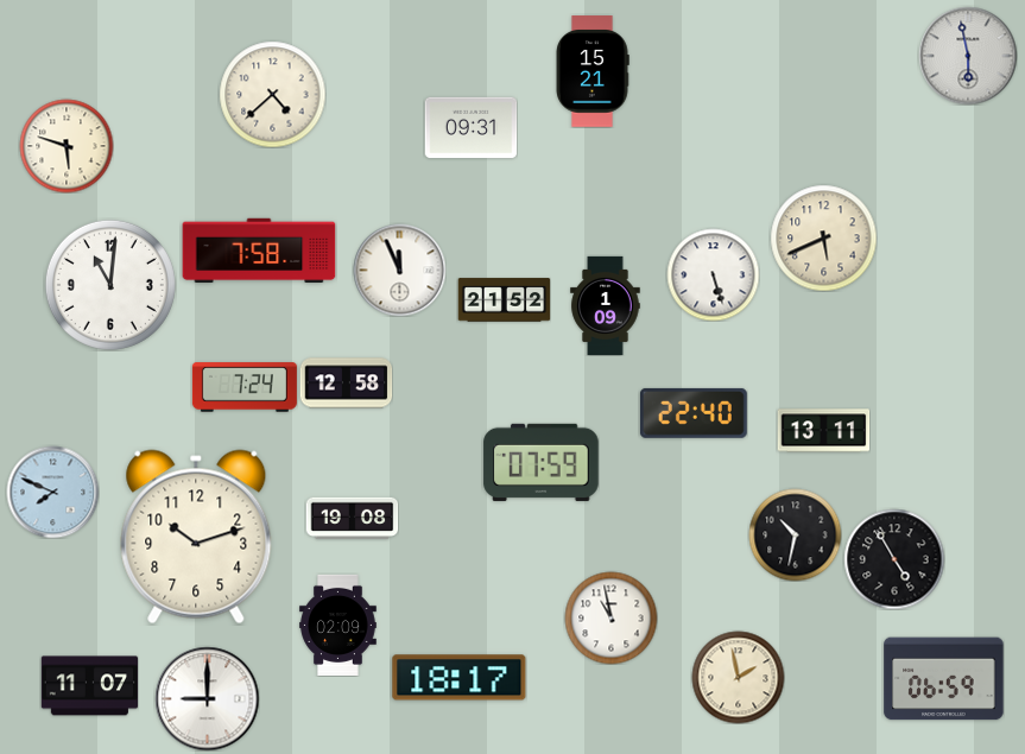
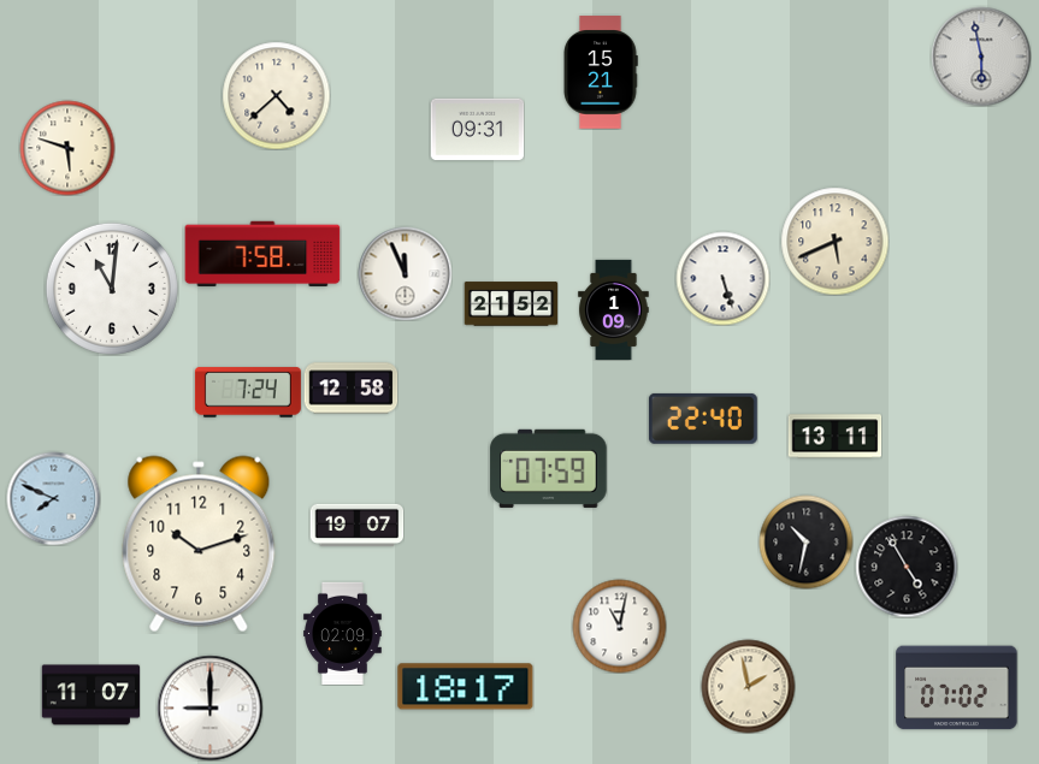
clock at (352, 518): 19:08 -> 19:07
clock at (610, 617): 10:58 -> 11:02
clock at (944, 679): 06:59 -> 07:02
